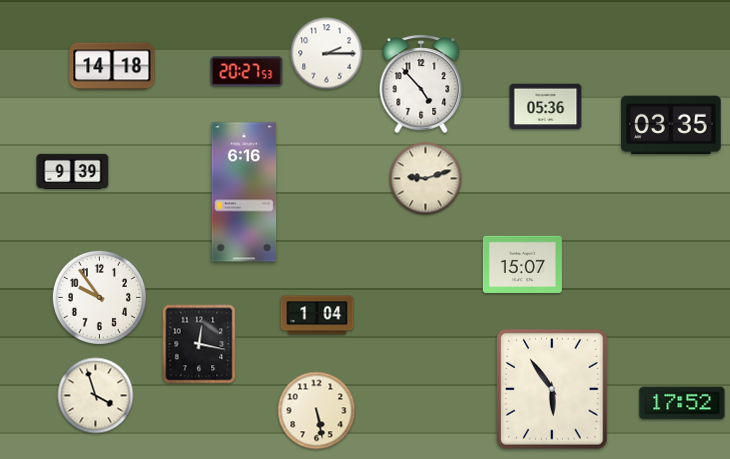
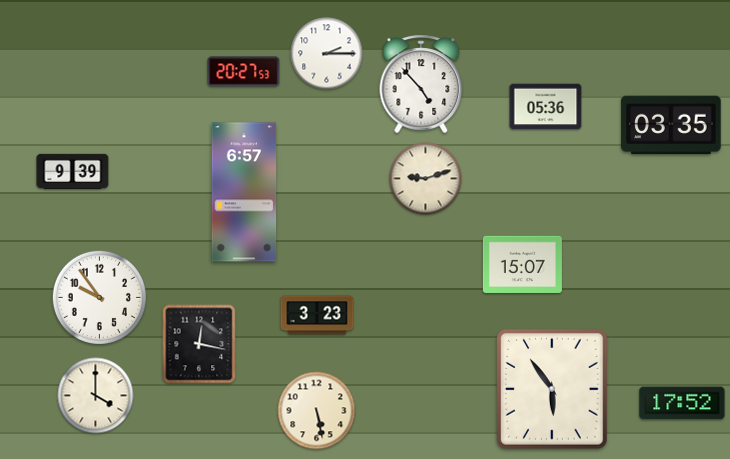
clock at (112, 66): 14:18 -> none
clock at (247, 72) position: (247, 72) -> (244, 72)
clock at (244, 192): 6:16 -> 6:57
clock at (317, 315): 1:04 -> 3:23
clock at (96, 396): 3:57 -> 4:00
